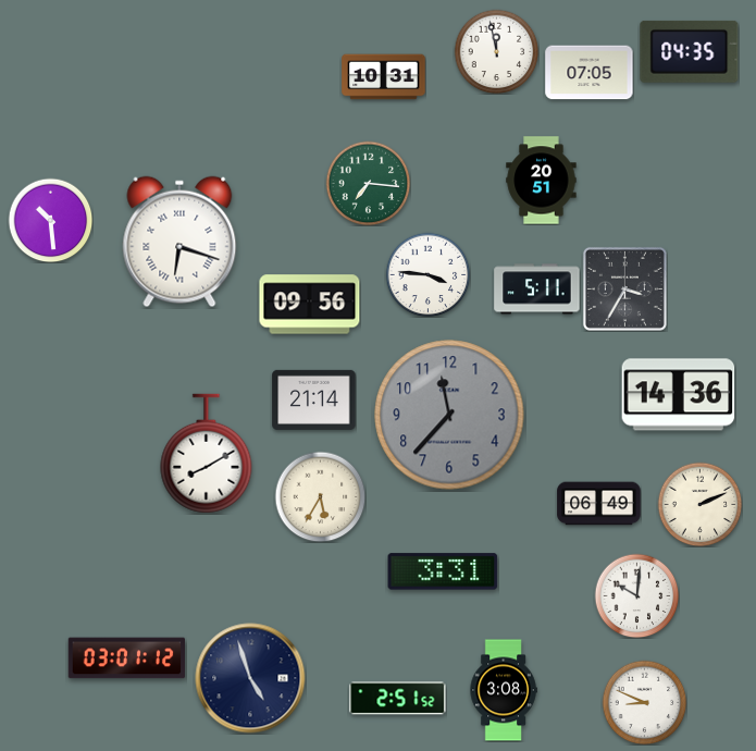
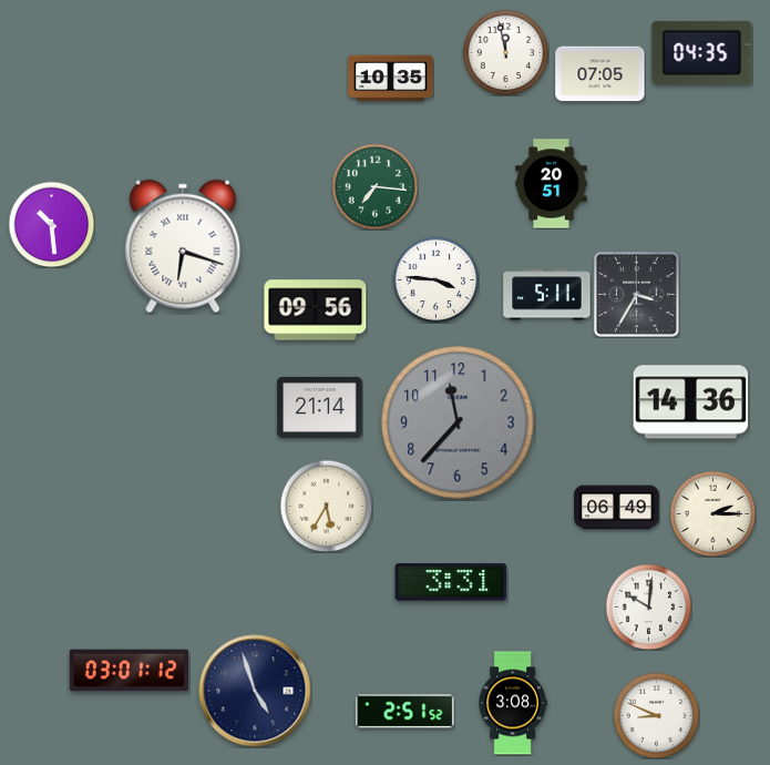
clock at (384, 77): 10:31 -> 10:35
clock at (207, 454): 8:10 -> none
clock at (599, 504) position: (599, 504) -> (617, 508)
clock at (699, 504): 2:11 -> 2:15
